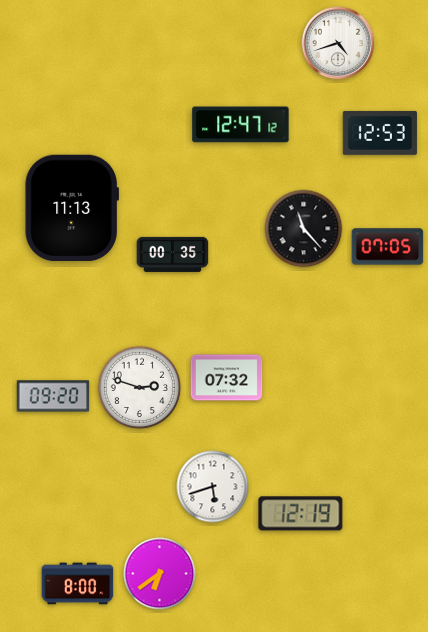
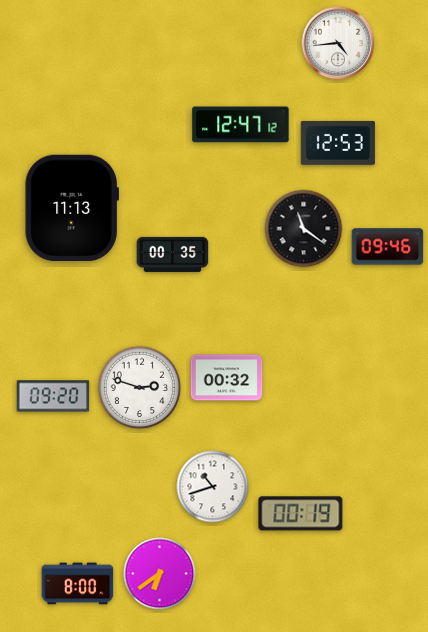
clock at (338, 43): 4:42 -> 4:44
clock at (380, 133) position: (380, 133) -> (338, 143)
clock at (304, 229): 11:23 -> 11:21
clock at (388, 247): 07:05 -> 09:46
clock at (227, 378): 07:32 -> 00:32
clock at (213, 487): 5:42 -> 10:42
clock at (301, 514): 12:19 -> 00:19
